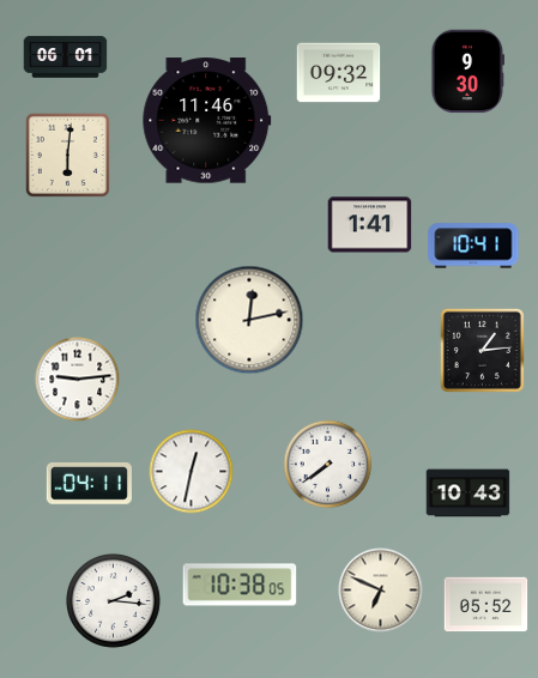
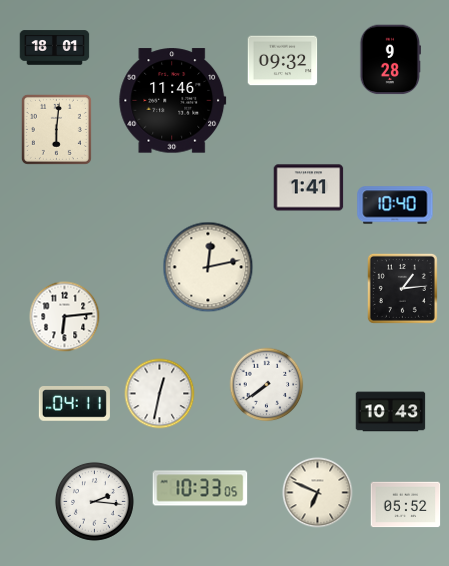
clock at (66, 57): 06:01 -> 18:01
clock at (467, 72): 9:30 -> 9:28
clock at (473, 246): 10:41 -> 10:40
clock at (482, 350) position: (482, 350) -> (402, 288)
clock at (78, 380): 9:14 -> 6:14
clock at (328, 465) position: (328, 465) -> (267, 385)
clock at (240, 585): 10:38 -> 10:33
